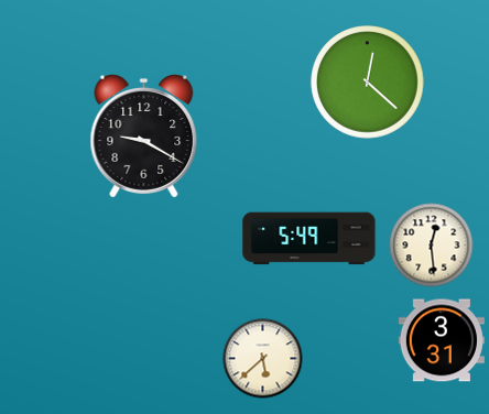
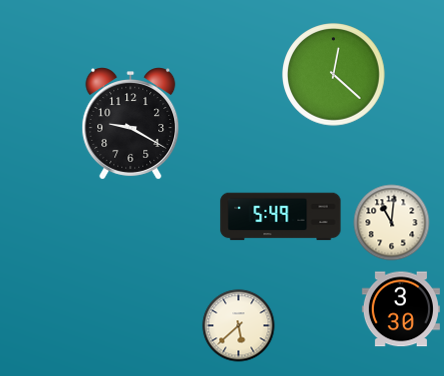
clock at (432, 246): 12:29 -> 11:01
clock at (442, 340): 3:31 -> 3:30
